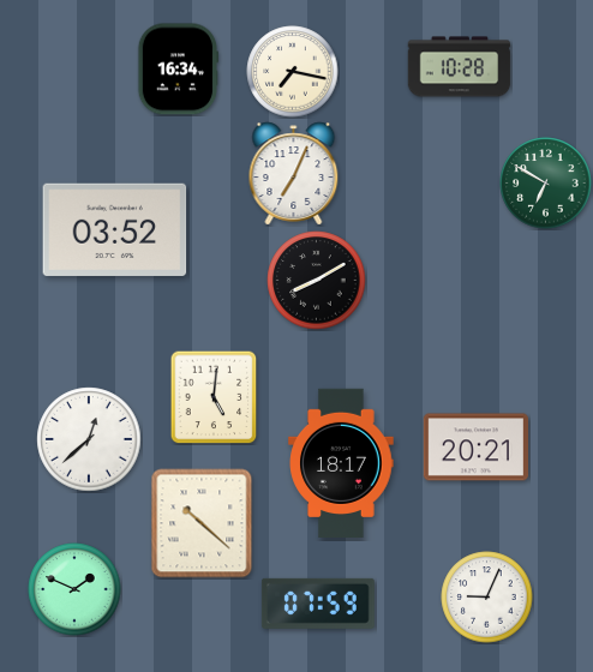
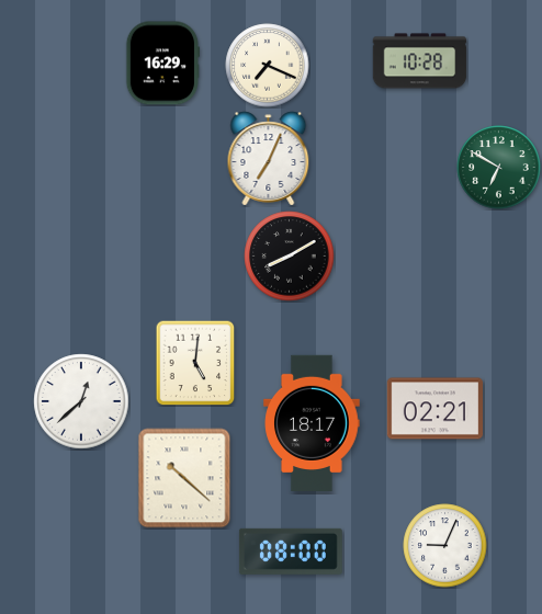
clock at (178, 70): 16:34 -> 16:29
clock at (293, 72): 7:17 -> 7:19
clock at (115, 229): 03:52 -> none
clock at (475, 448): 20:21 -> 02:21
clock at (74, 589): 1:49 -> none
clock at (318, 604): 07:59 -> 08:00
